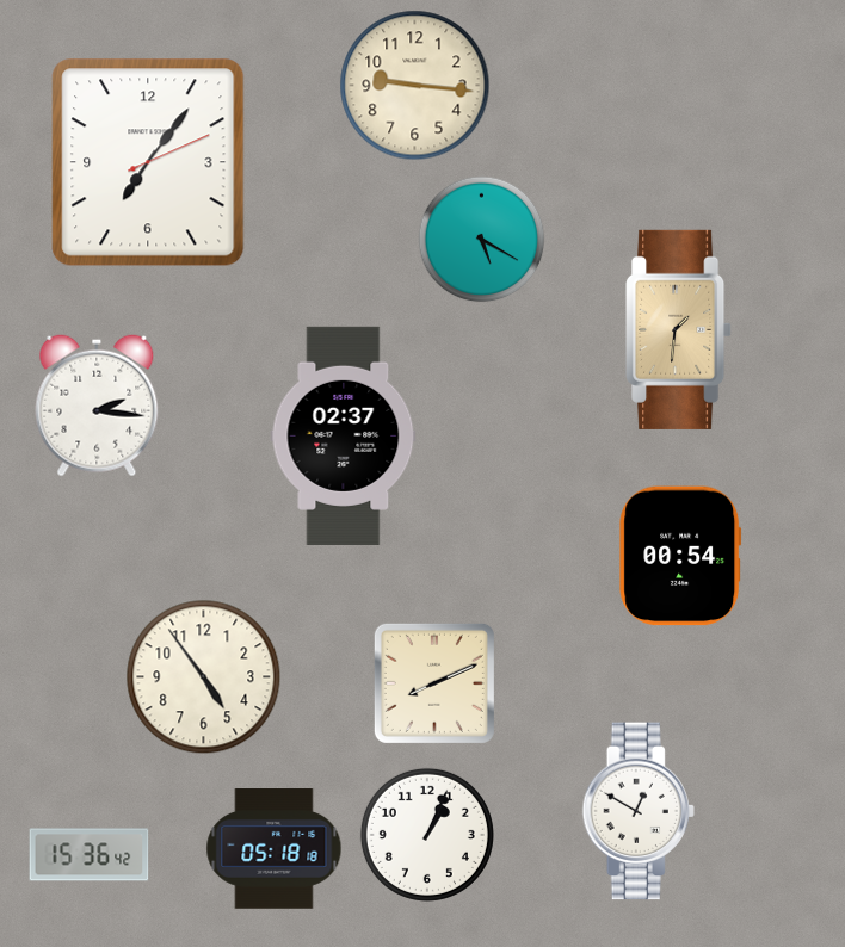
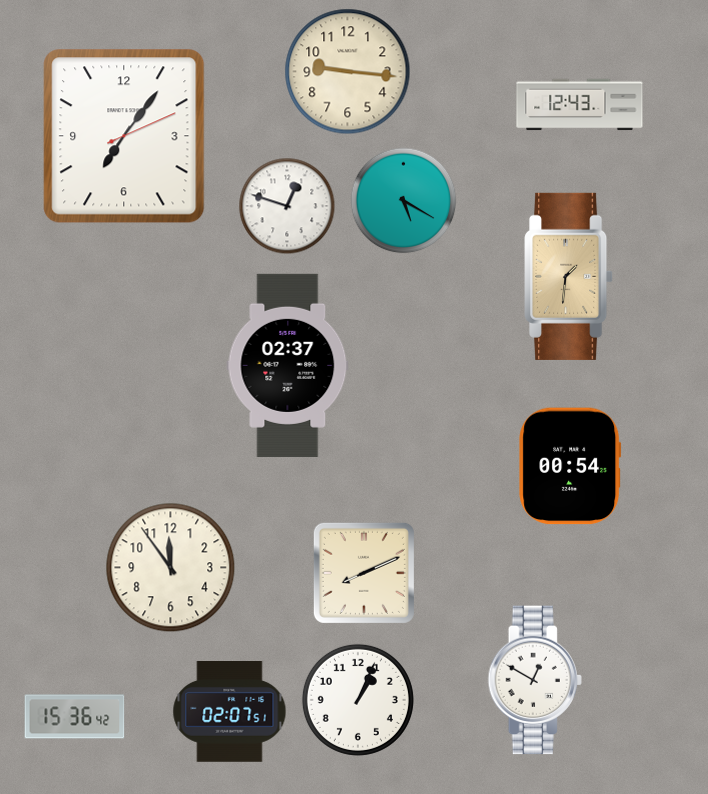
clock at (580, 105): none -> 12:43
clock at (287, 206): none -> 12:48
clock at (97, 406): 2:16 -> none
clock at (204, 677): 4:54 -> 11:54
clock at (275, 849): 05:18 -> 02:07
